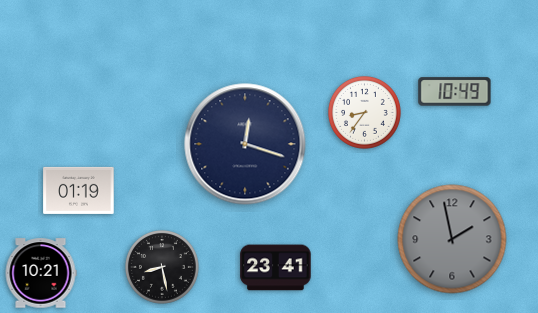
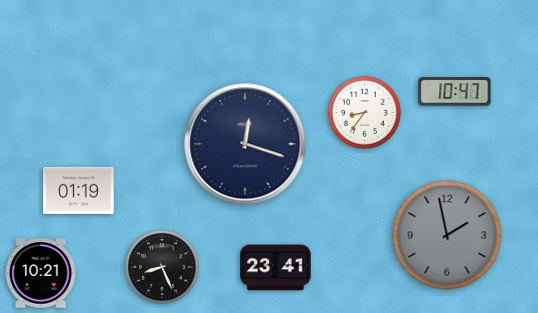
clock at (455, 92): 10:49 -> 10:47
clock at (452, 239) position: (452, 239) -> (447, 235)
clock at (163, 268): 8:28 -> 8:26
